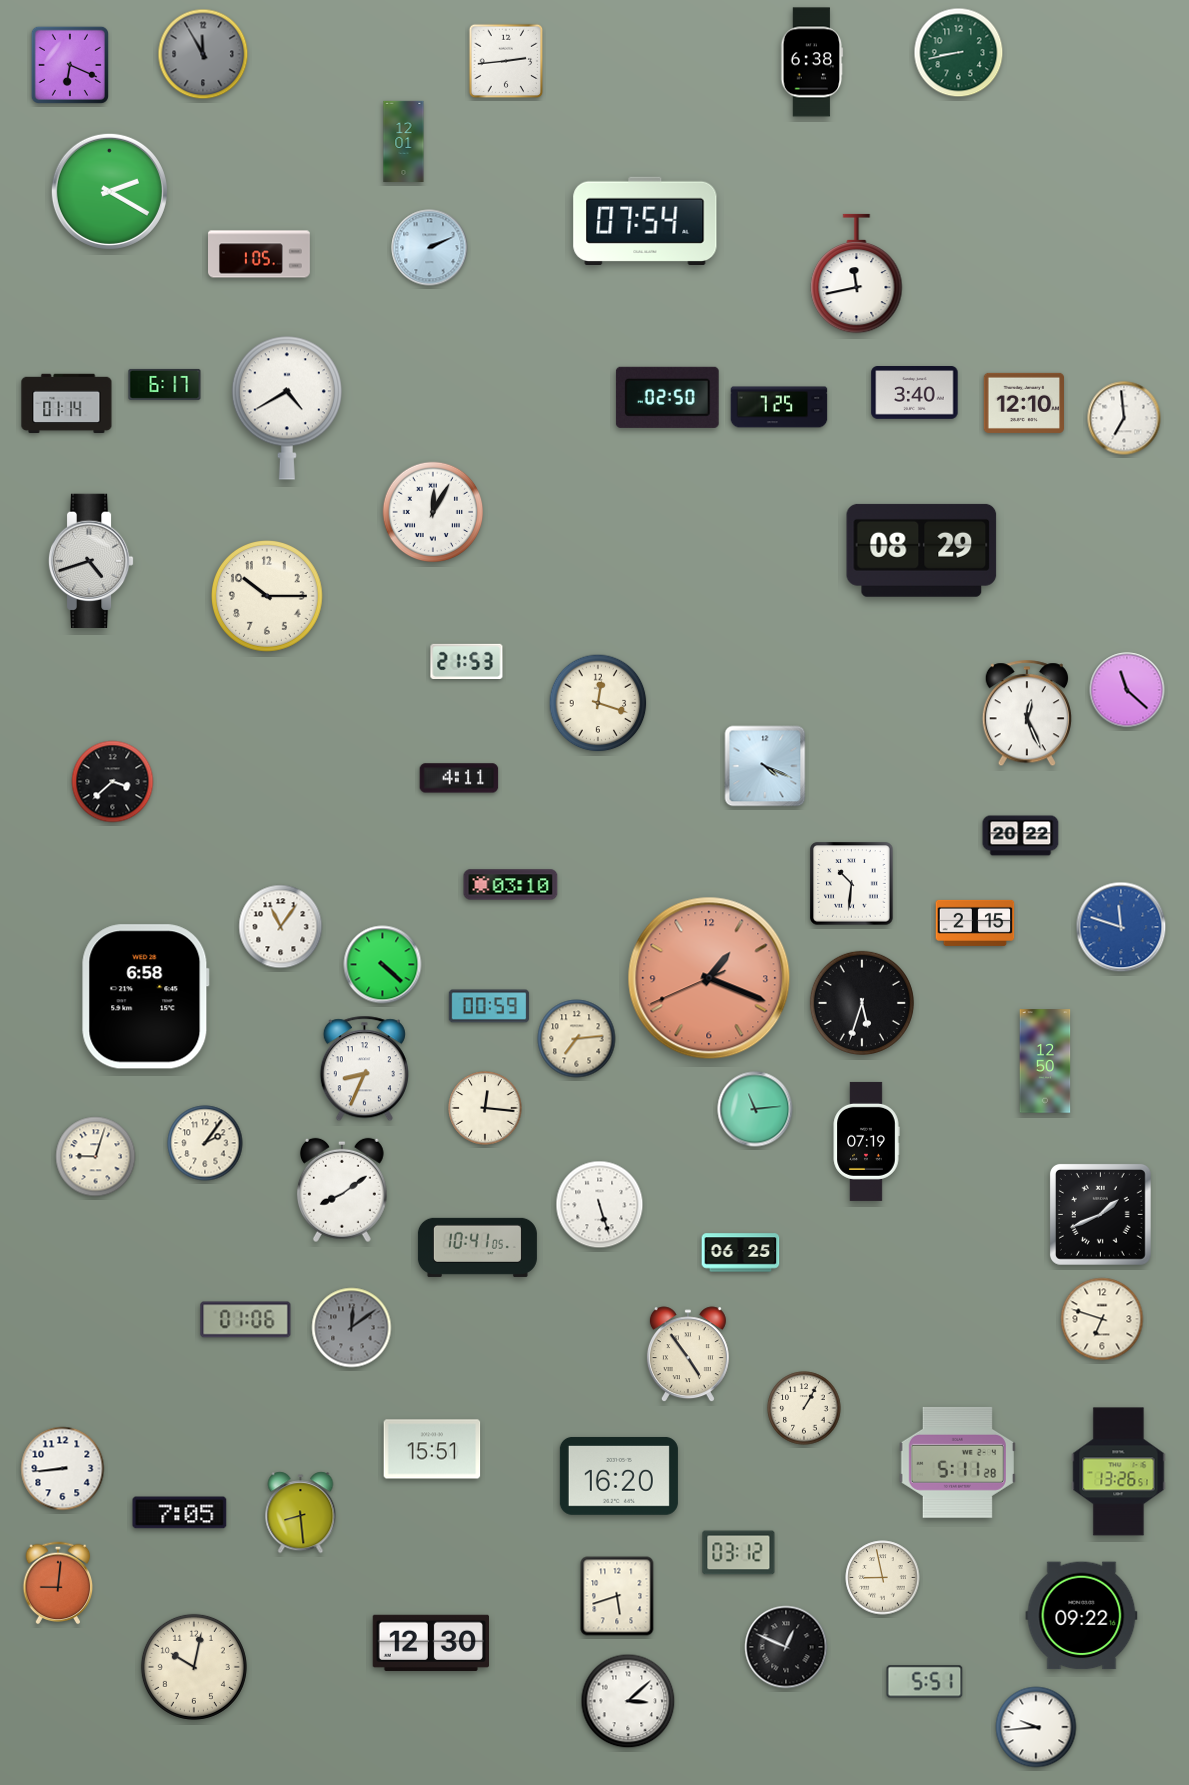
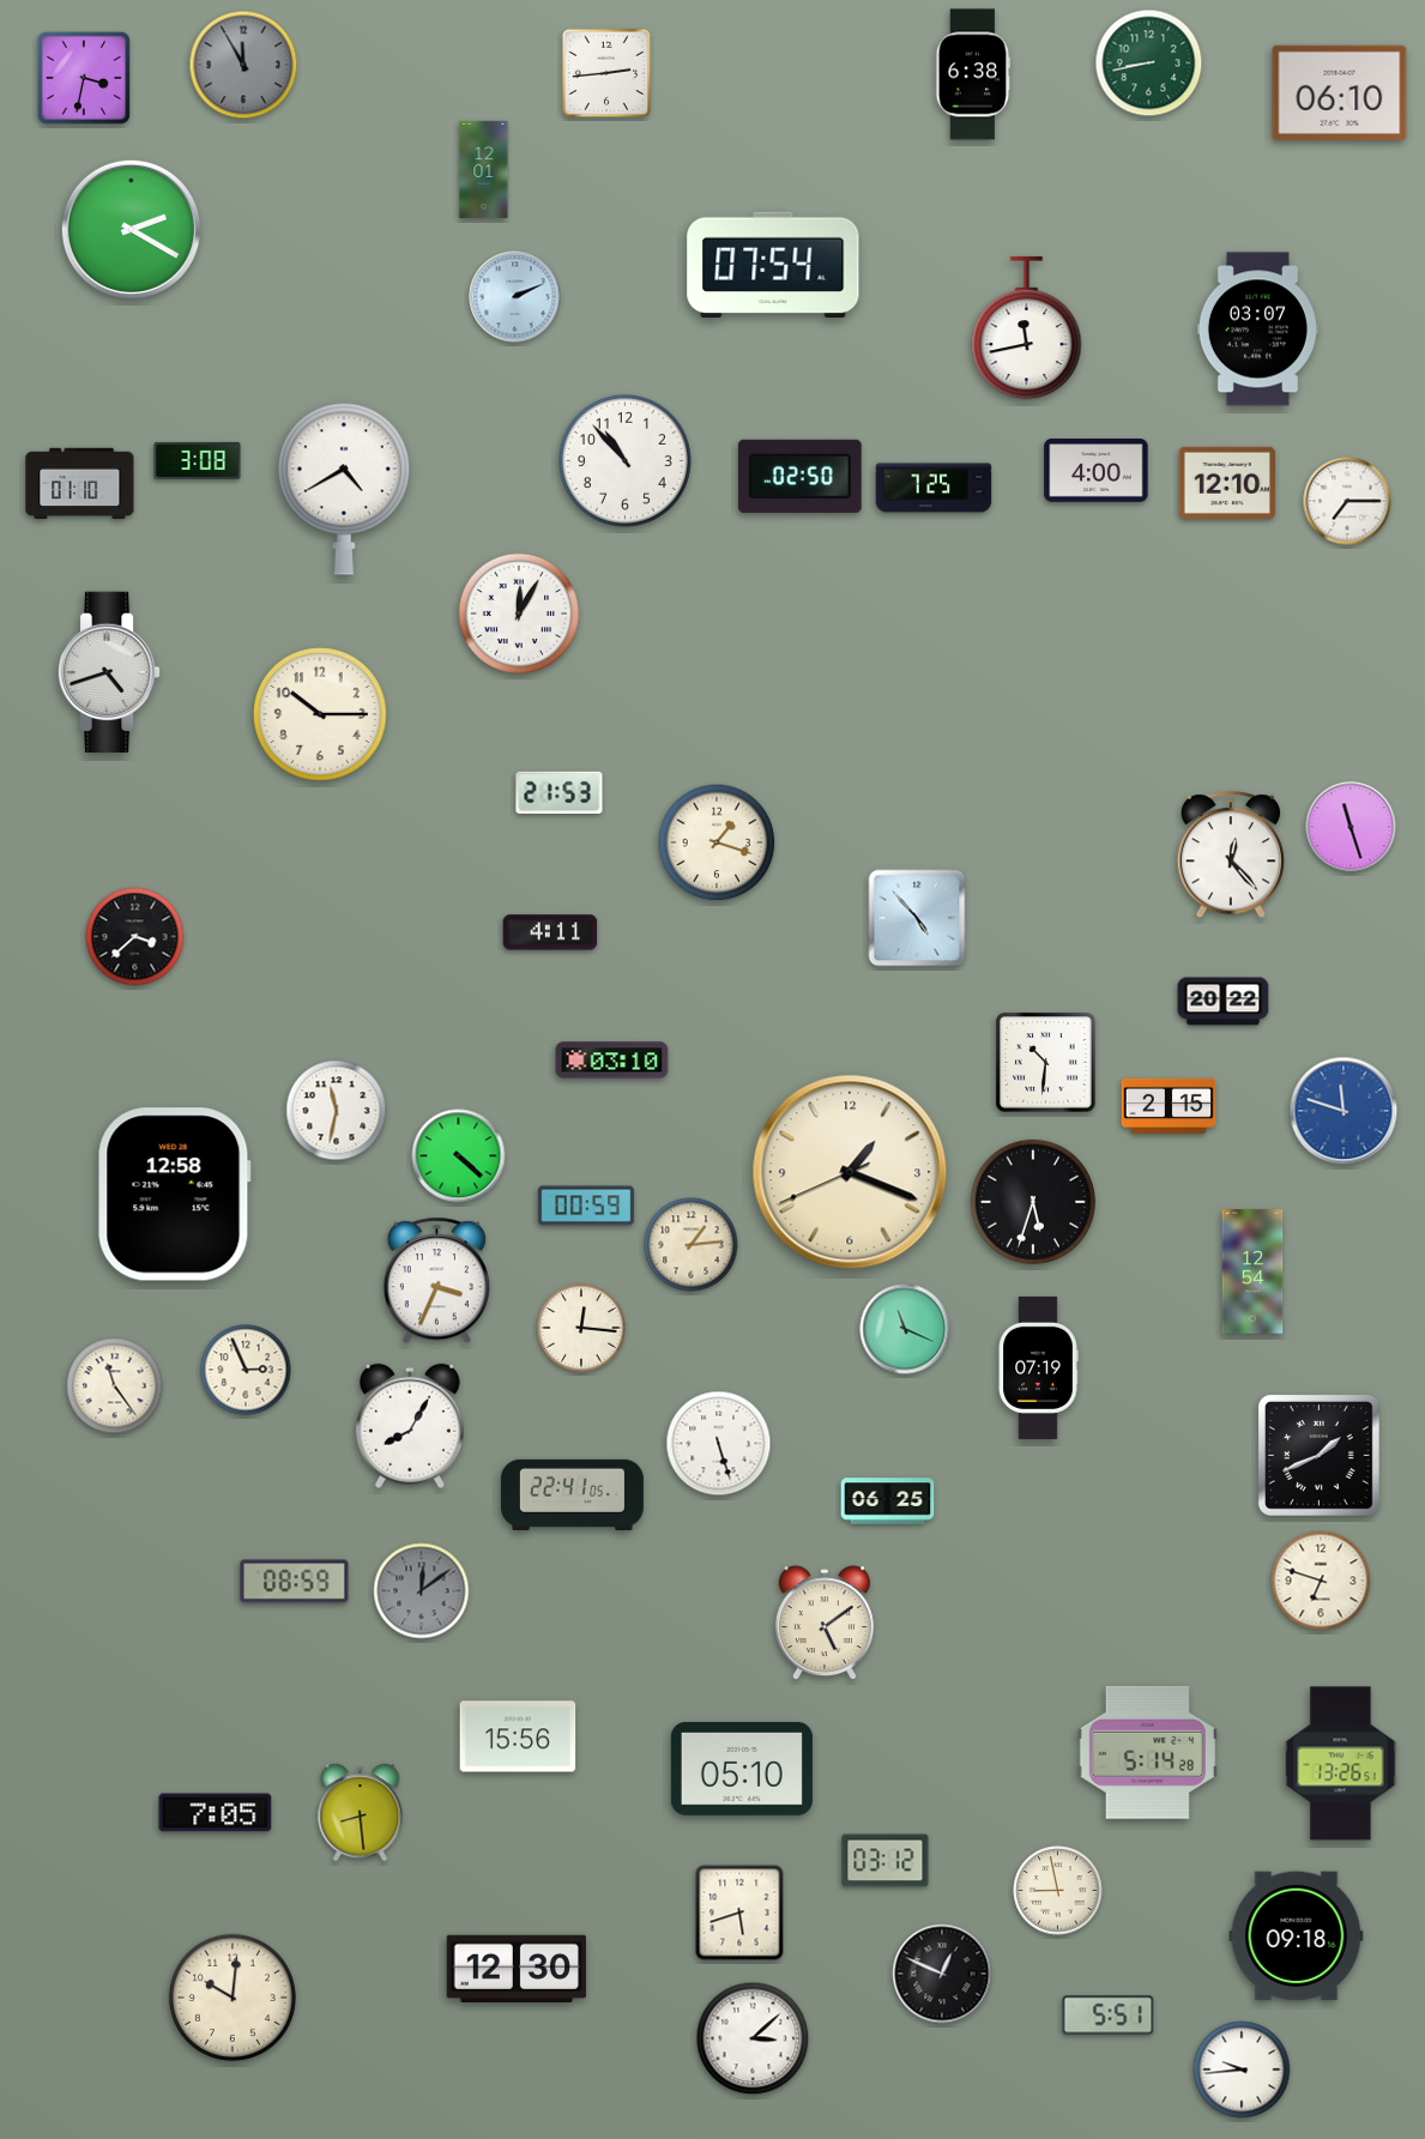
clock at (70, 65): 6:19 -> 3:32
clock at (1340, 92): none -> 06:10
clock at (260, 254): 1:05 -> none
clock at (1257, 330): none -> 03:07
clock at (165, 384): 6:17 -> 3:08
clock at (624, 460): none -> 10:53
clock at (915, 393): 3:40 -> 4:00
clock at (67, 404): 01:14 -> 01:10
clock at (1124, 418): 6:59 -> 7:15
clock at (922, 550): 08:29 -> none
clock at (1127, 690): 11:22 -> 11:27
clock at (598, 703): 12:18 -> 1:18
clock at (1027, 714): 12:26 -> 12:23
clock at (765, 766): 4:19 -> 4:53
clock at (852, 884) position: (852, 884) -> (1046, 1063)
clock at (281, 927): 11:06 -> 11:32
clock at (709, 978) dial: salmon -> cream
clock at (145, 997): 6:58 -> 12:58
clock at (577, 1039): 7:14 -> 1:14
clock at (1045, 1061): 12:50 -> 12:54
clock at (364, 1069): 8:34 -> 3:34
clock at (755, 1109): 11:14 -> 11:19
clock at (205, 1143): 2:06 -> 2:56
clock at (96, 1157): 9:03 -> 11:24
clock at (342, 1190): 8:09 -> 8:05
clock at (477, 1247): 10:41 -> 22:41
clock at (246, 1320): 01:06 -> 08:59
clock at (688, 1355): 4:54 -> 5:09
clock at (804, 1408): 1:05 -> none
clock at (432, 1449): 15:51 -> 15:56
clock at (957, 1462): 5:11 -> 5:14
clock at (63, 1469): 8:44 -> none
clock at (619, 1476): 16:20 -> 05:10
clock at (58, 1583): 9:01 -> none
clock at (1082, 1616): 09:22 -> 09:18
clock at (194, 1667): 10:02 -> 10:01
